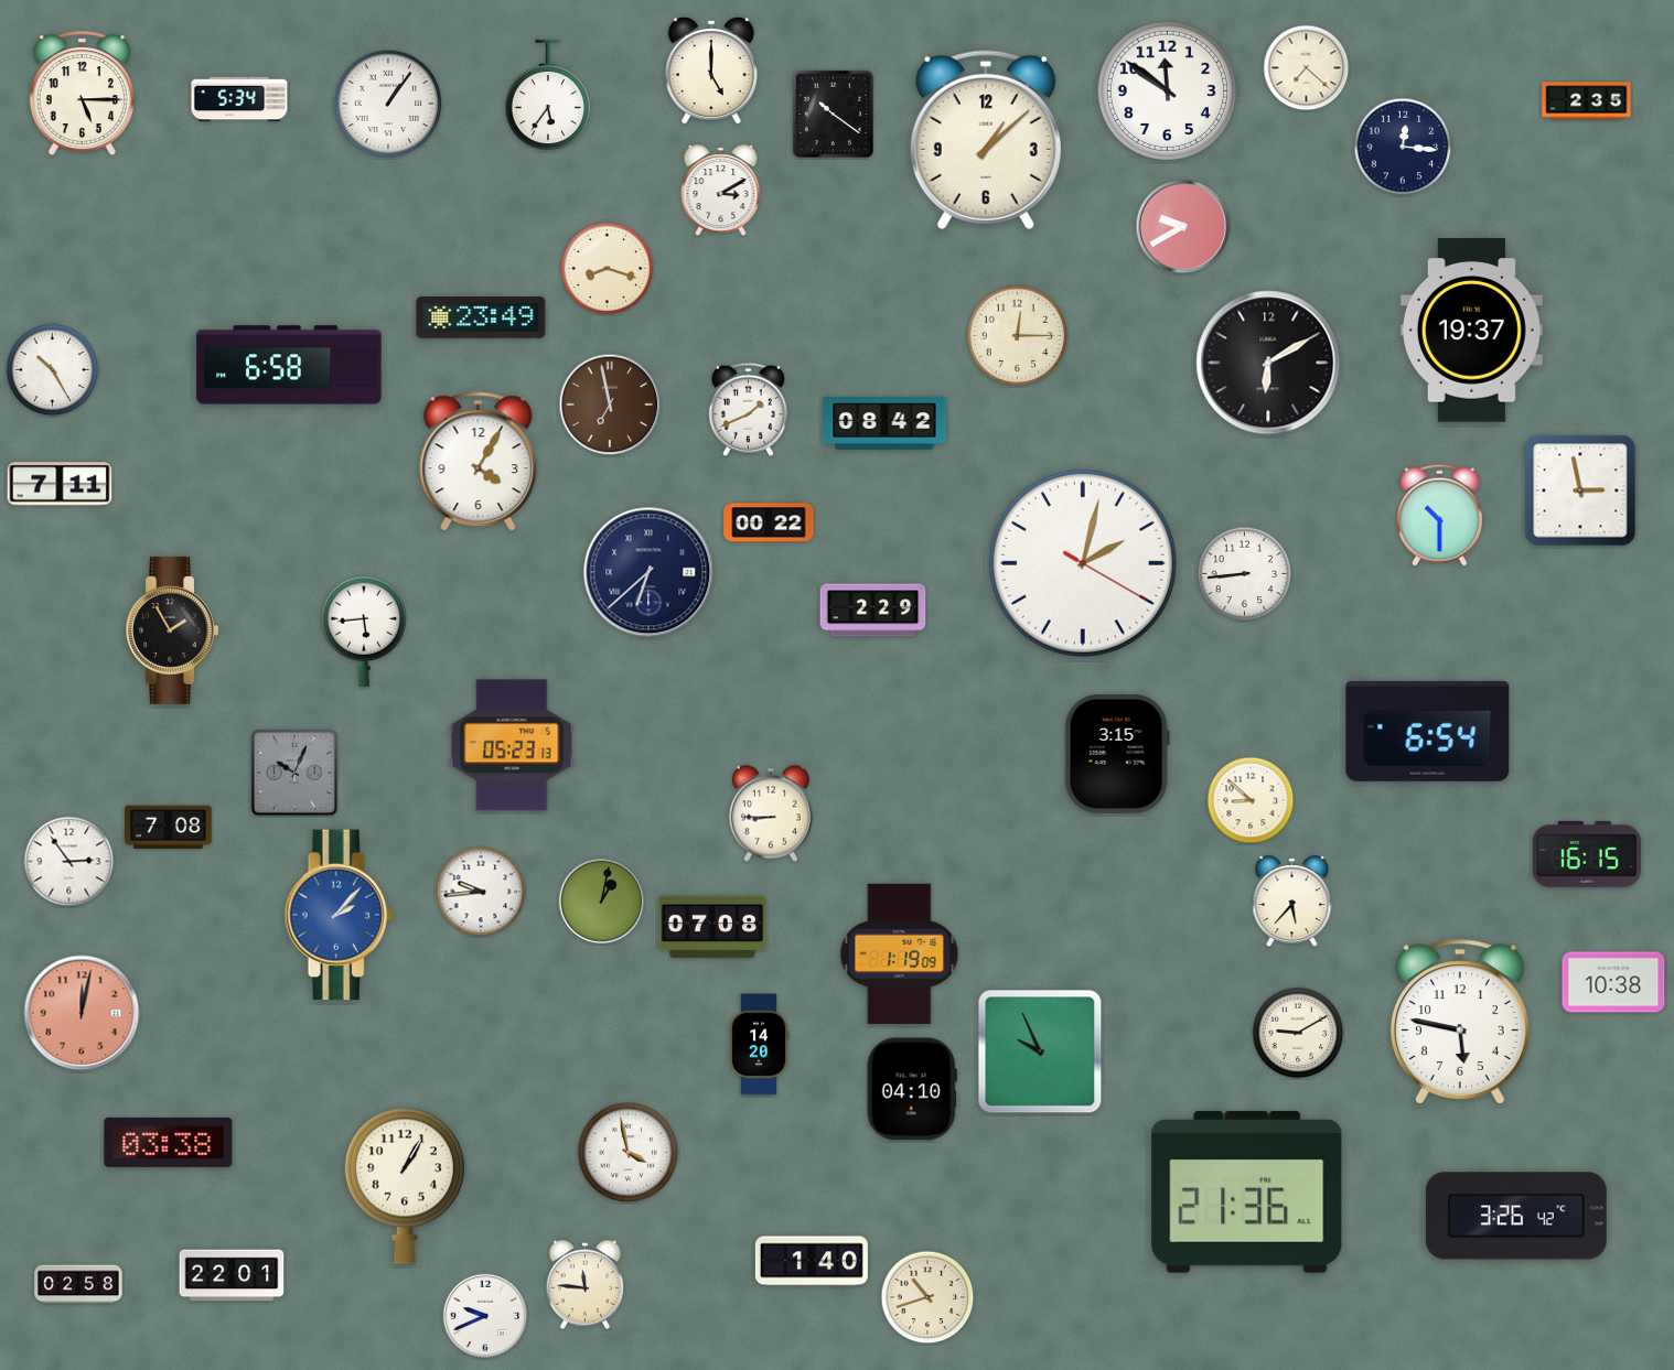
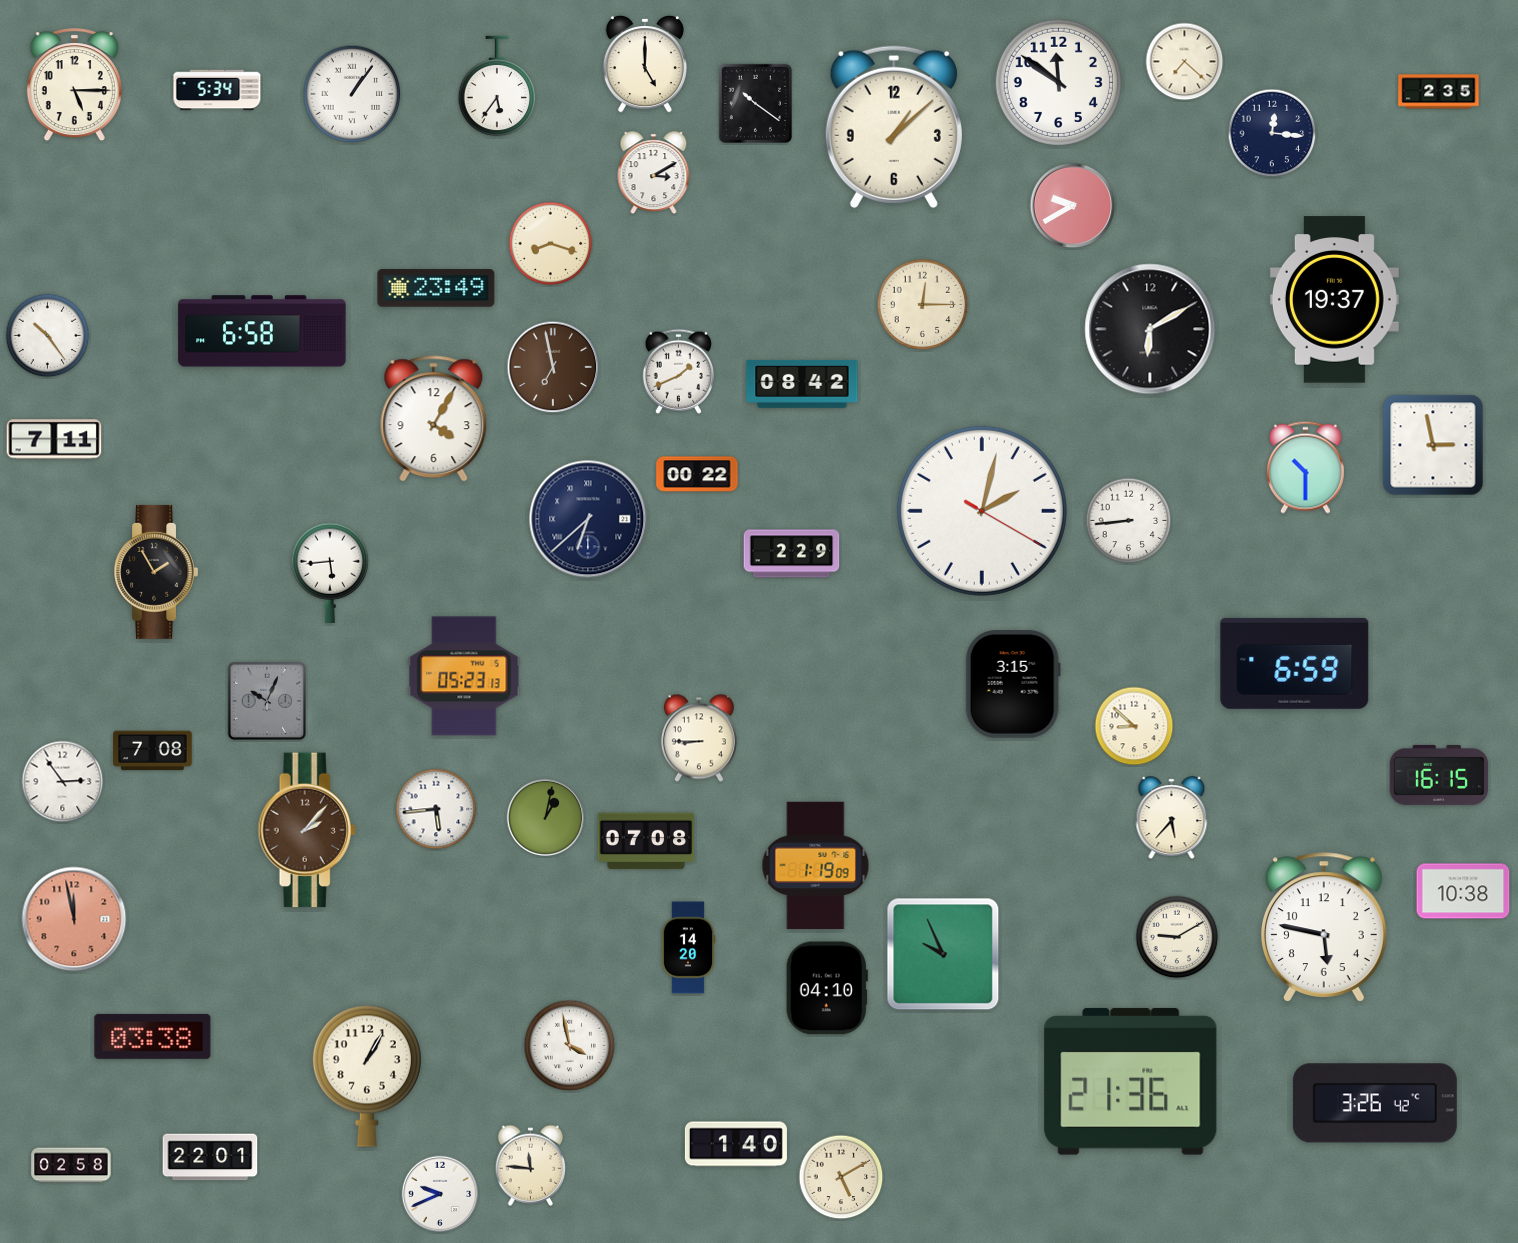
clock at (53, 370): 10:25 -> 10:24
clock at (1428, 731): 6:54 -> 6:59
clock at (481, 892): 9:44 -> 5:44
clock at (339, 915) dial: blue -> brown
clock at (82, 1013): 12:02 -> 11:58
clock at (927, 1297): 10:42 -> 5:10
